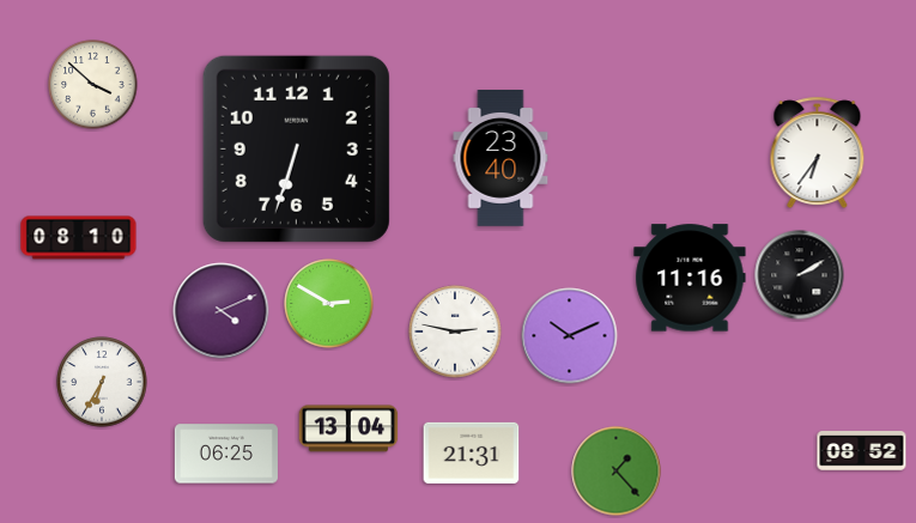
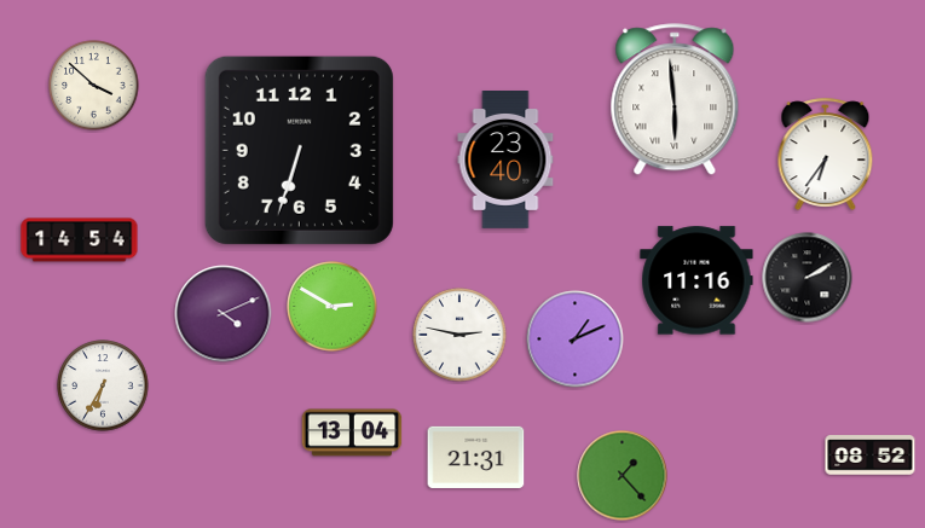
clock at (675, 100): none -> 5:59
clock at (79, 238): 08:10 -> 14:54
clock at (570, 336): 10:11 -> 1:11
clock at (226, 454): 06:25 -> none
